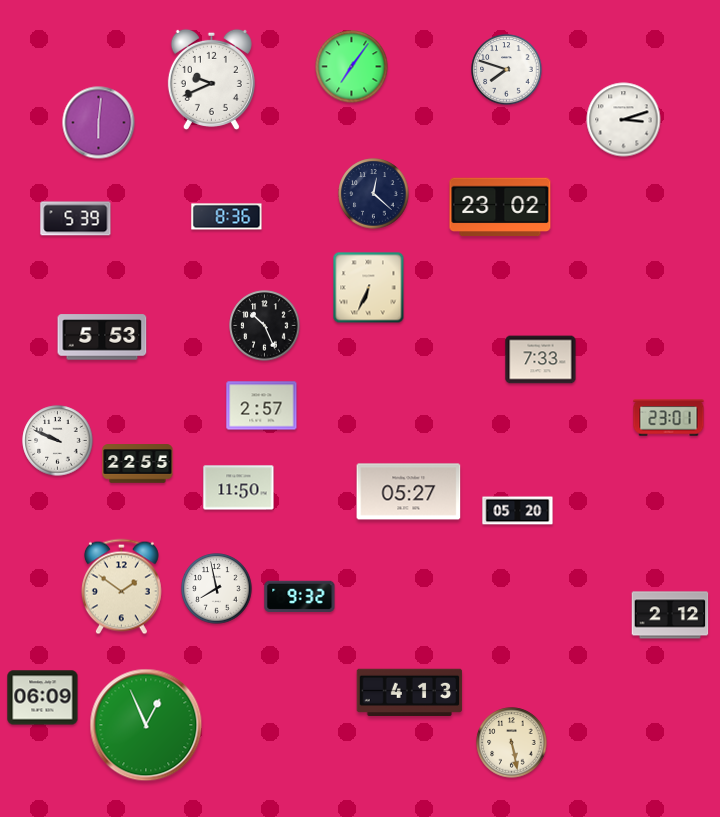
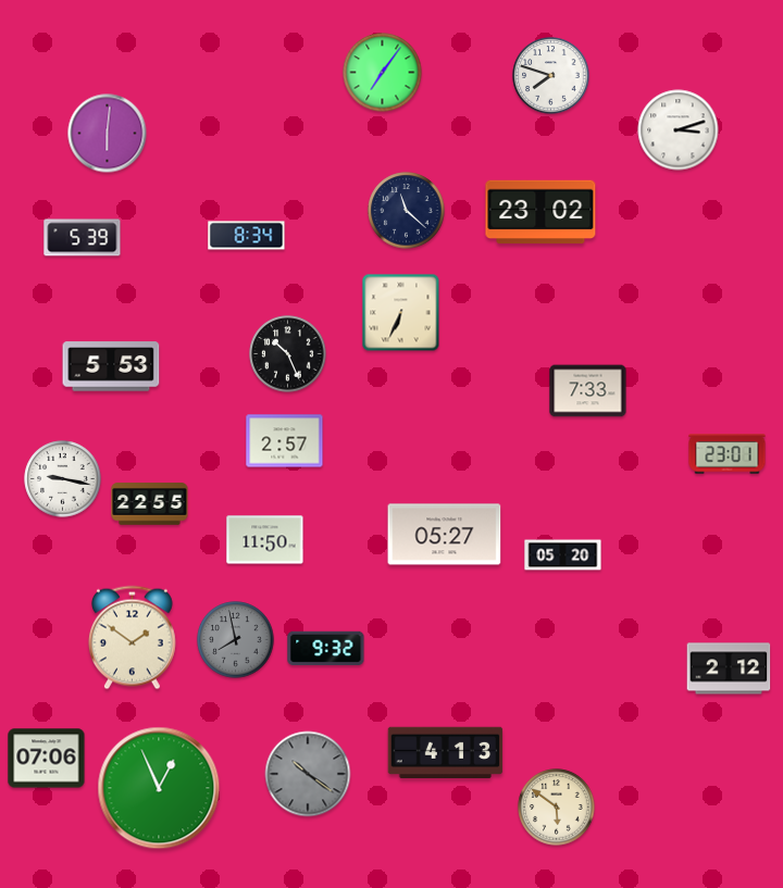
clock at (211, 79): 9:41 -> none
clock at (374, 194): 12:22 -> 11:22
clock at (500, 207) position: (500, 207) -> (540, 212)
clock at (227, 217): 8:36 -> 8:34
clock at (58, 441): 9:49 -> 9:17
clock at (239, 488) position: (239, 488) -> (265, 540)
clock at (217, 589) dial: white -> grey
clock at (43, 698): 06:09 -> 07:06
clock at (308, 774): none -> 10:21
clock at (512, 743): 5:28 -> 5:51
